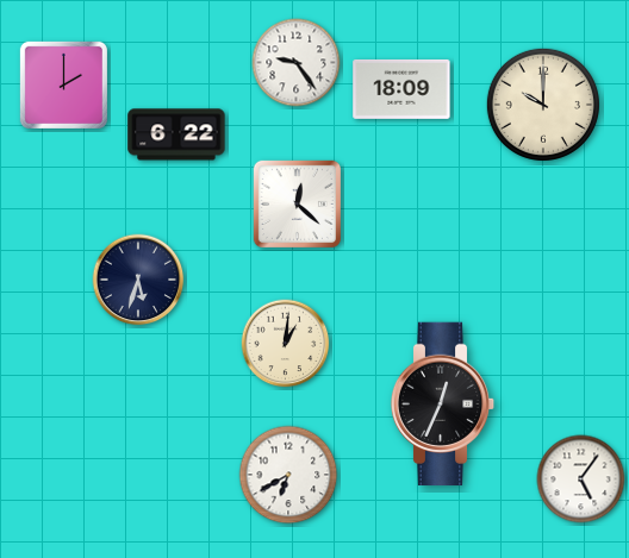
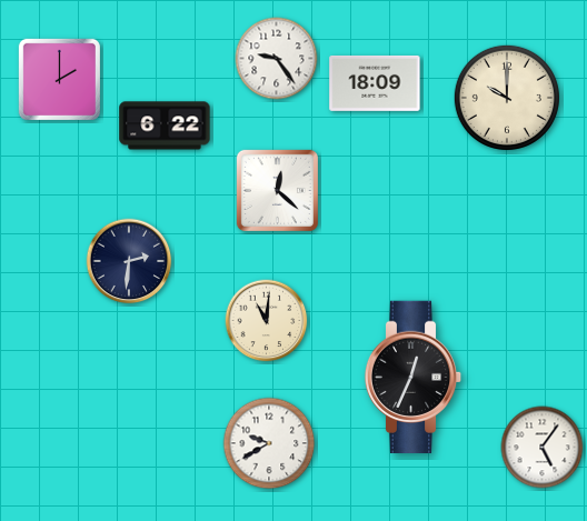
clock at (138, 280): 5:33 -> 2:31
clock at (286, 344): 1:01 -> 11:01
clock at (288, 475): 6:40 -> 9:40
